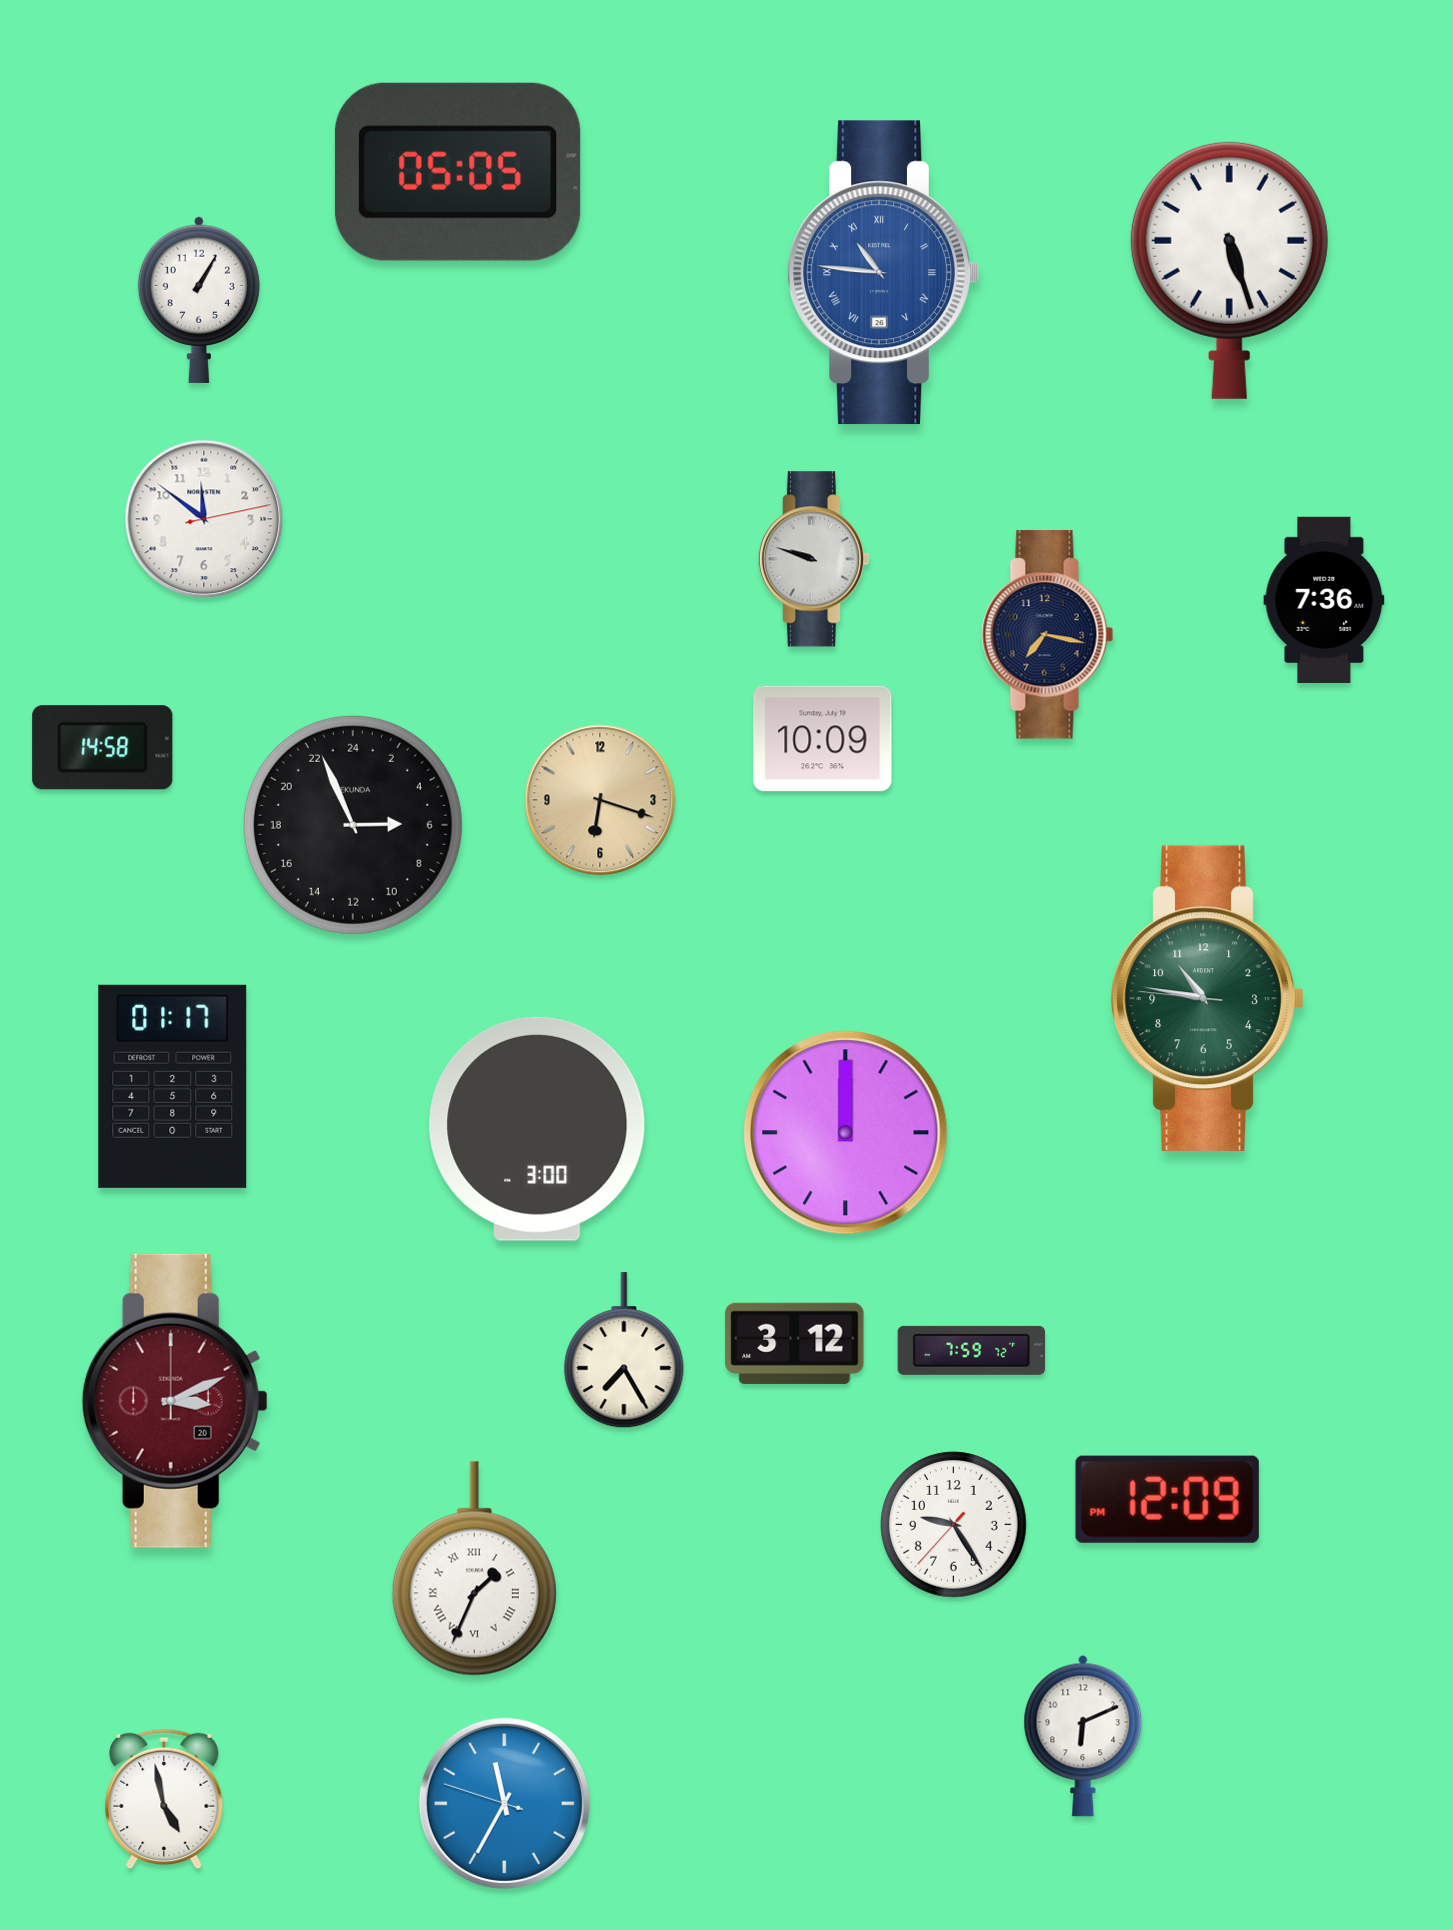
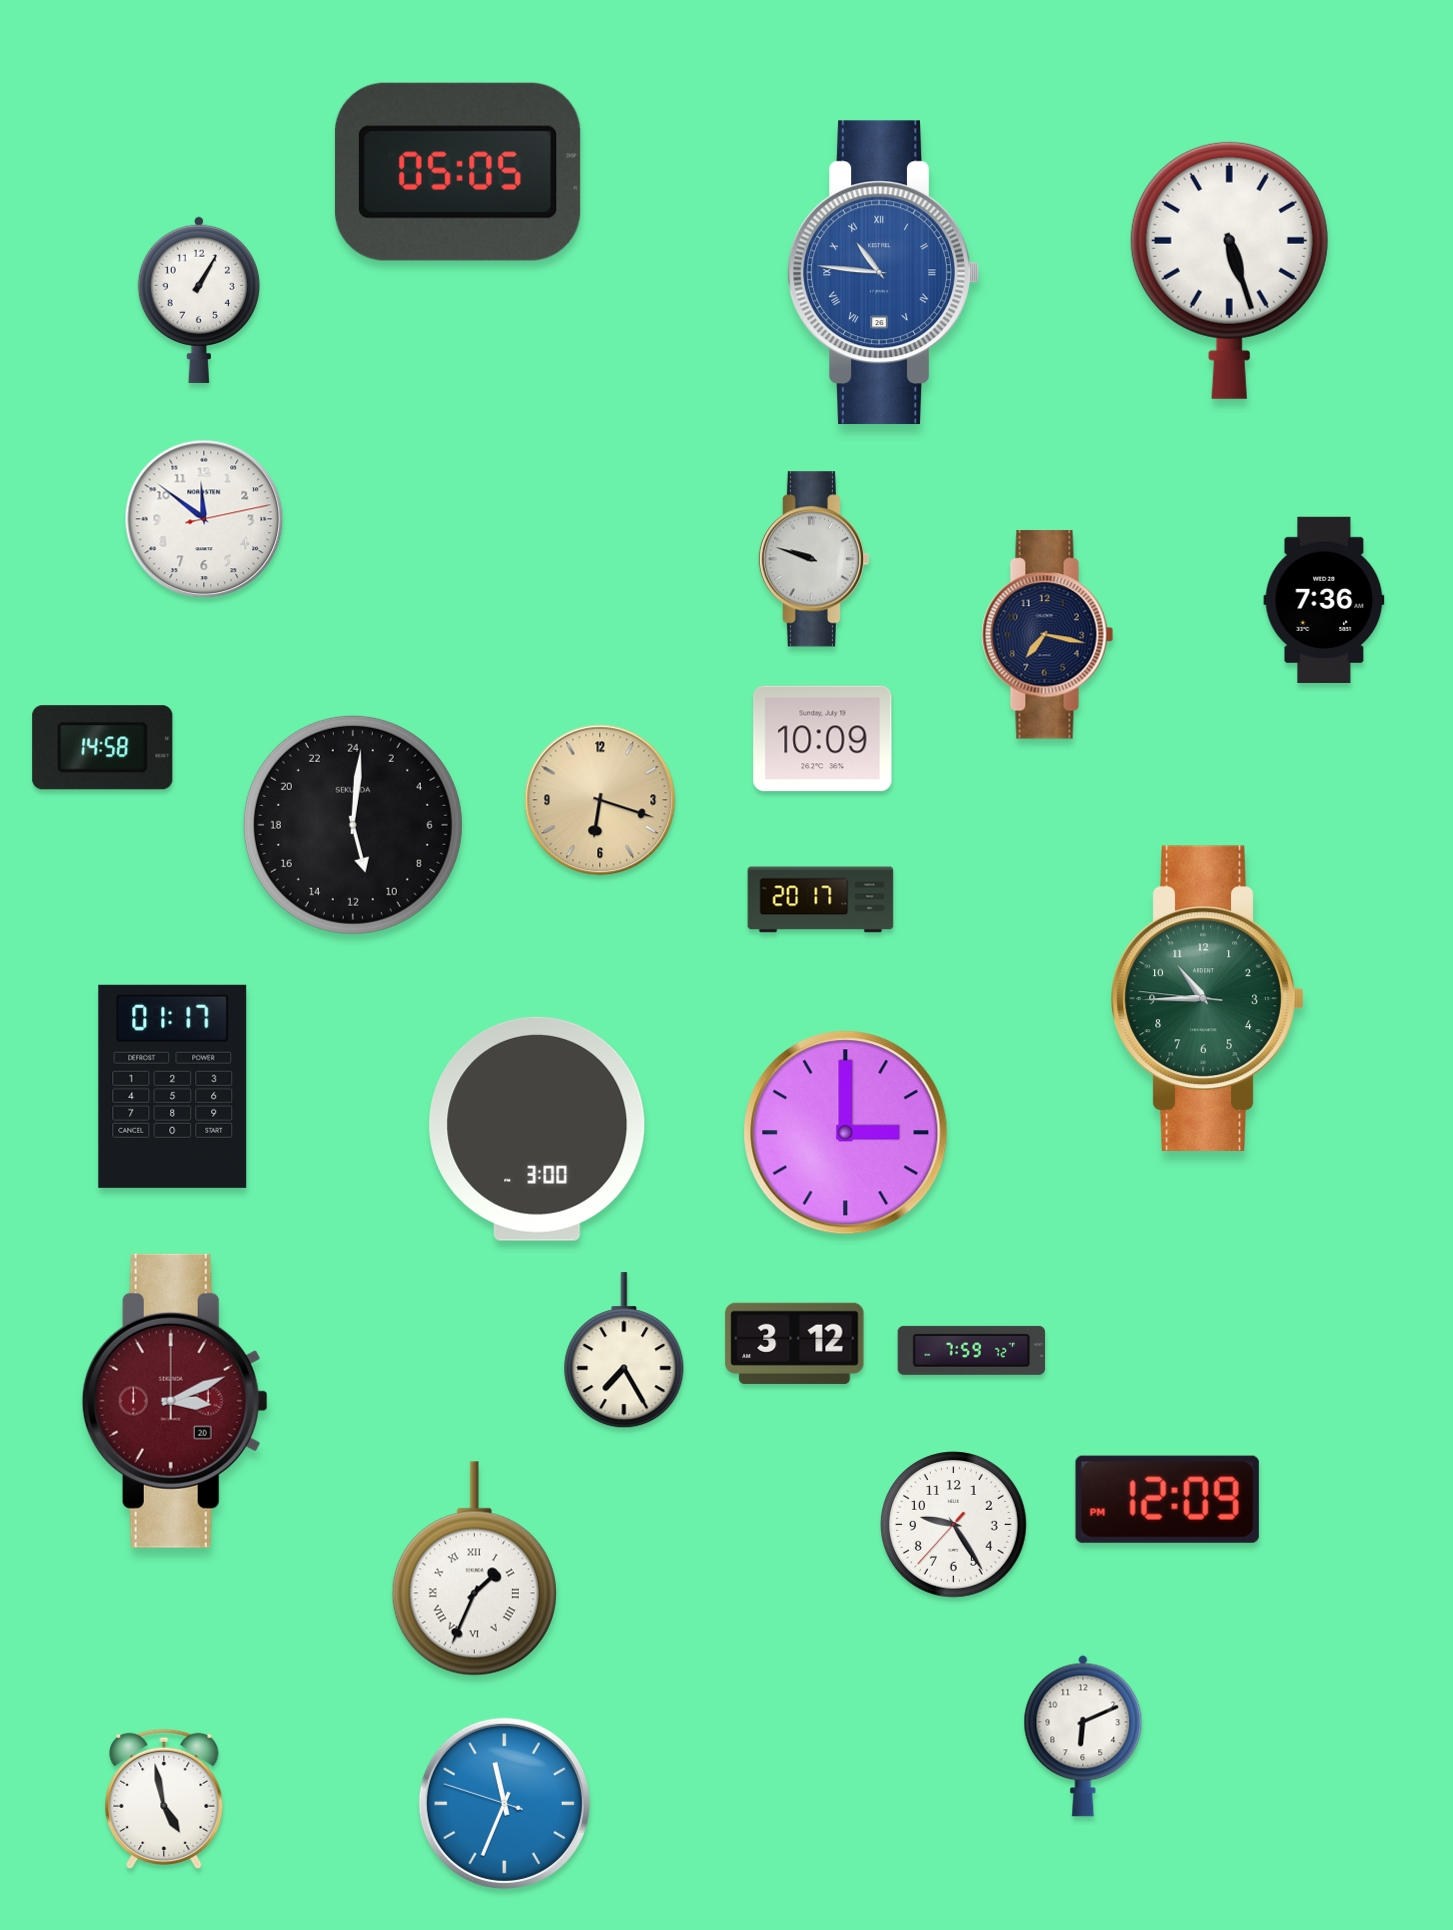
clock at (353, 825): 5:56 -> 11:01
clock at (821, 900): none -> 20:17
clock at (1207, 998): 10:46 -> 10:44
clock at (846, 1133): 12:00 -> 3:00
clock at (504, 1803): 11:34 -> 11:33
